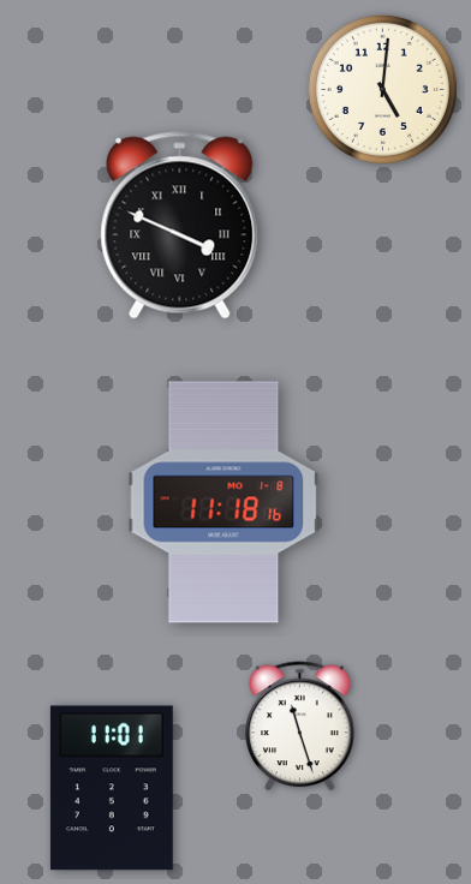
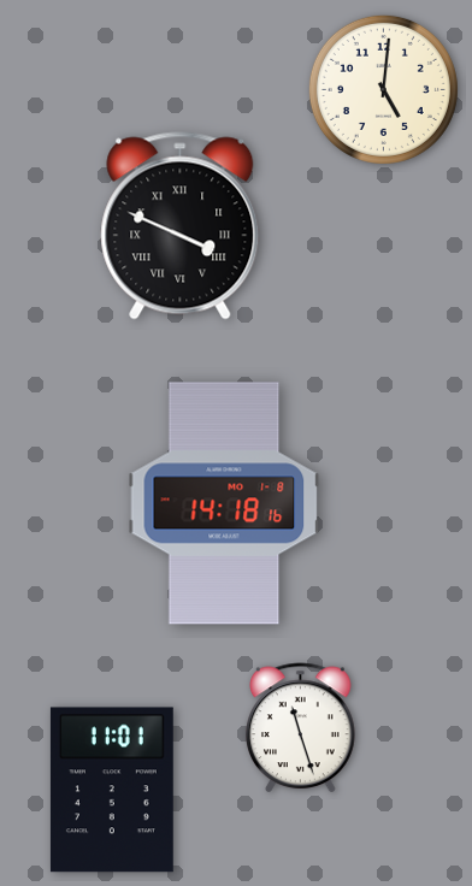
clock at (223, 502): 11:18 -> 14:18
